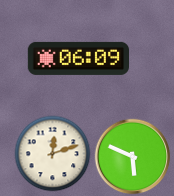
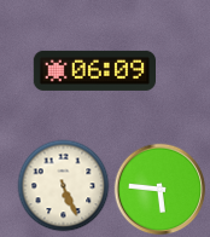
clock at (53, 154): 12:12 -> 5:26
clock at (133, 157): 5:49 -> 5:46
